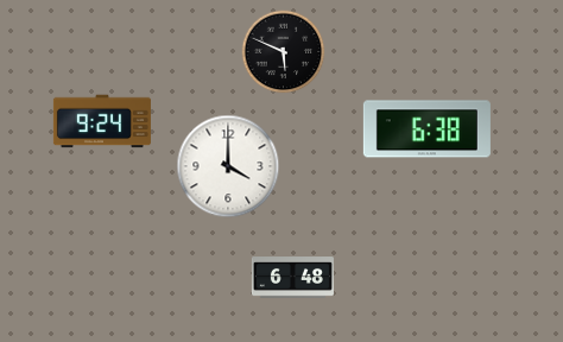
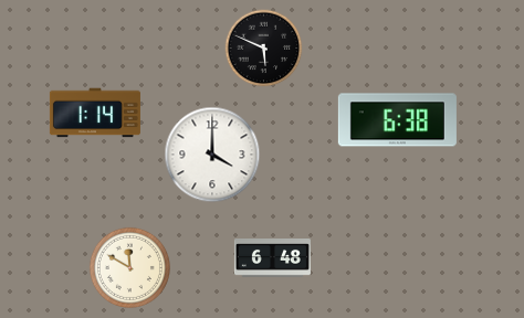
clock at (102, 121): 9:24 -> 1:14
clock at (129, 267): none -> 11:50
